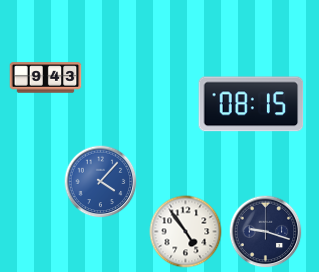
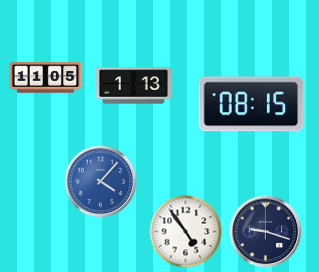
clock at (46, 78): 9:43 -> 11:05
clock at (134, 86): none -> 1:13
